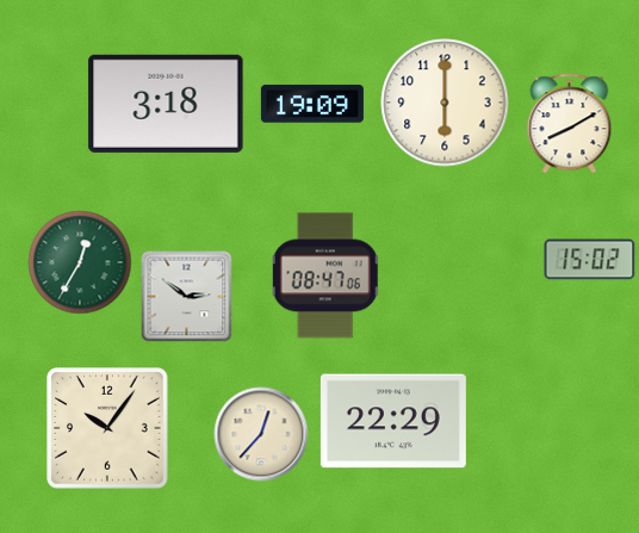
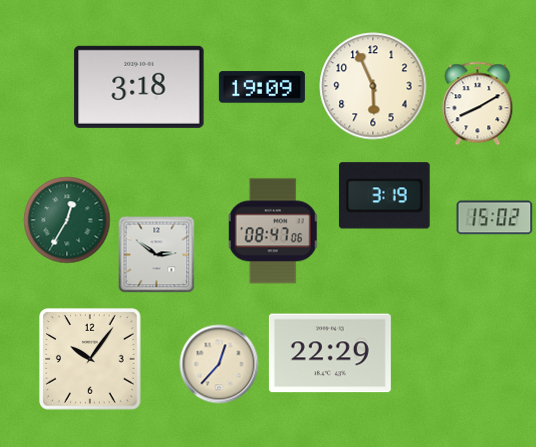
clock at (445, 103): 6:00 -> 5:56
clock at (384, 196): none -> 3:19
clock at (187, 297) position: (187, 297) -> (157, 255)
